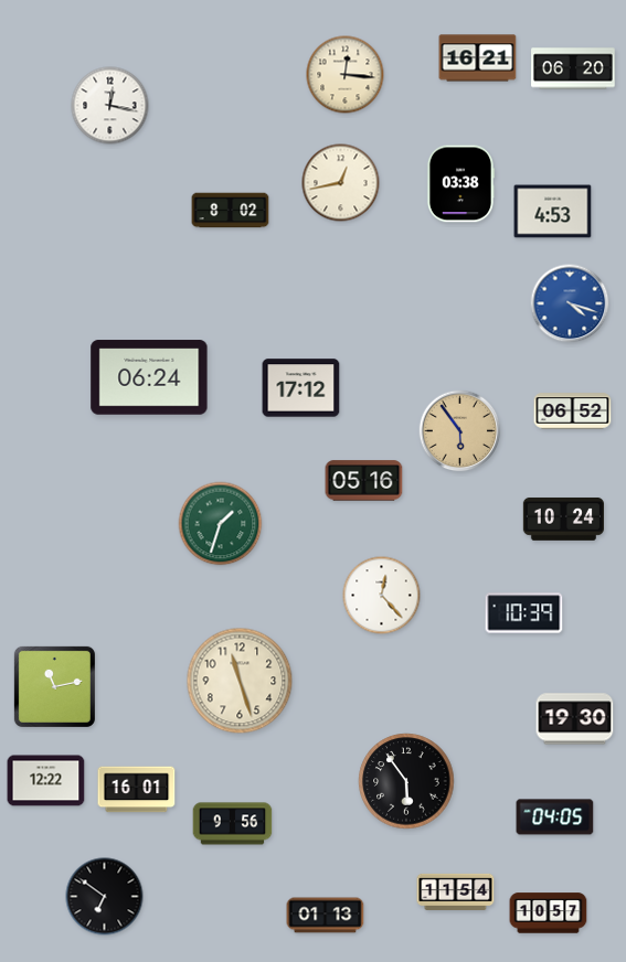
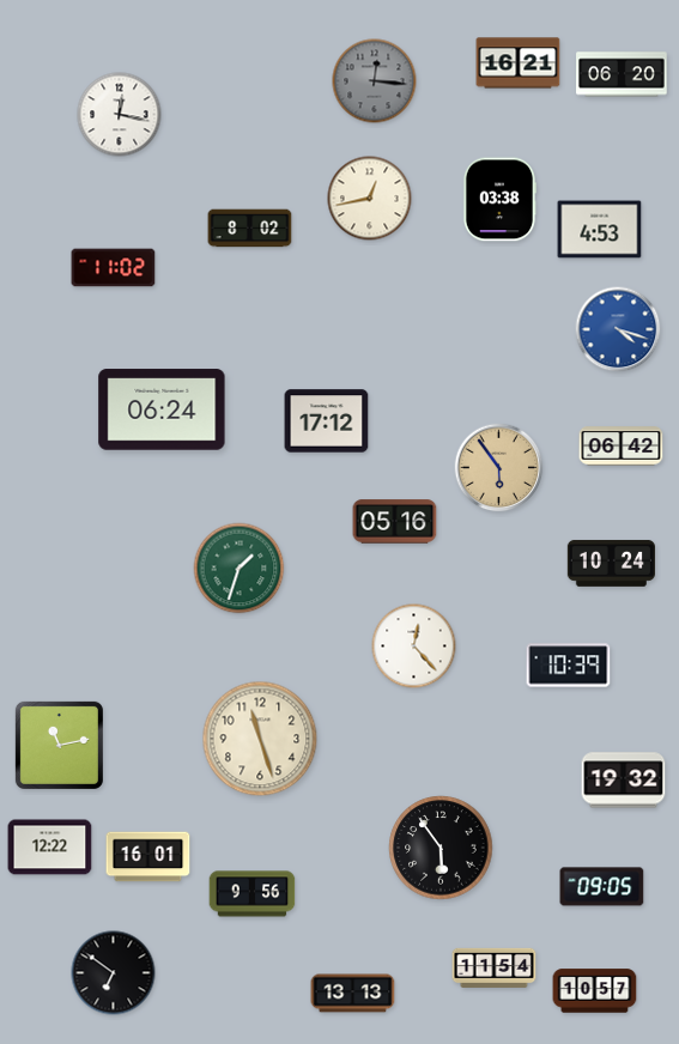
clock at (346, 75) dial: cream -> grey
clock at (114, 268): none -> 11:02
clock at (573, 411): 06:52 -> 06:42
clock at (575, 719): 19:30 -> 19:32
clock at (555, 817): 04:05 -> 09:05
clock at (326, 916): 01:13 -> 13:13
